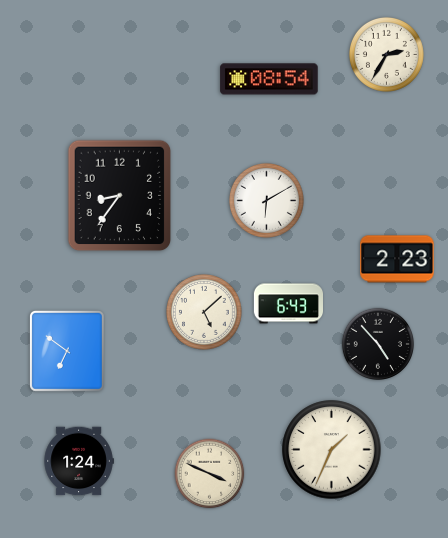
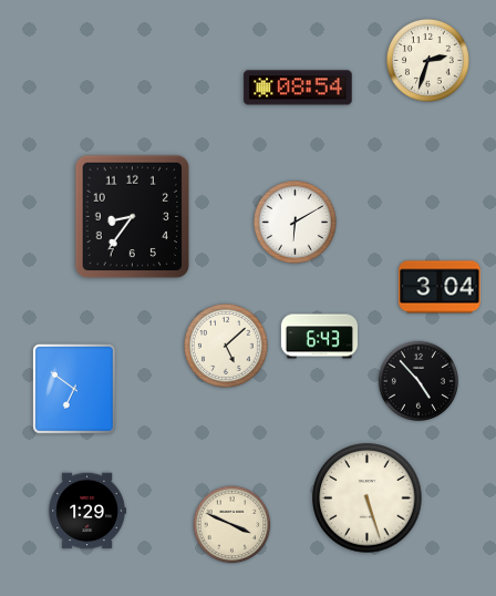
clock at (386, 54): 2:35 -> 2:33
clock at (397, 259): 2:23 -> 3:04
clock at (332, 450): 1:34 -> 5:27
clock at (79, 461): 1:24 -> 1:29
